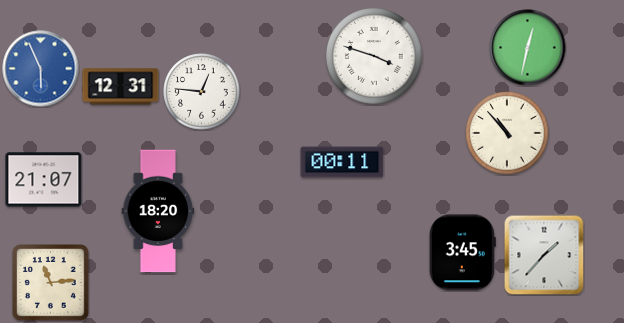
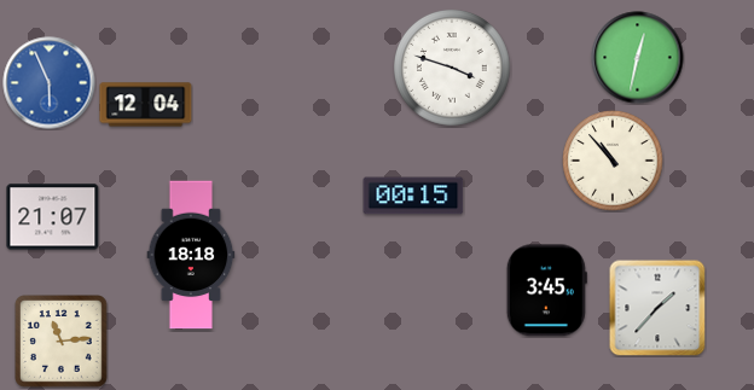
clock at (121, 87): 12:31 -> 12:04
clock at (202, 92): 12:46 -> none
clock at (342, 162): 00:11 -> 00:15
clock at (158, 211): 18:20 -> 18:18
clock at (462, 253) position: (462, 253) -> (546, 291)
